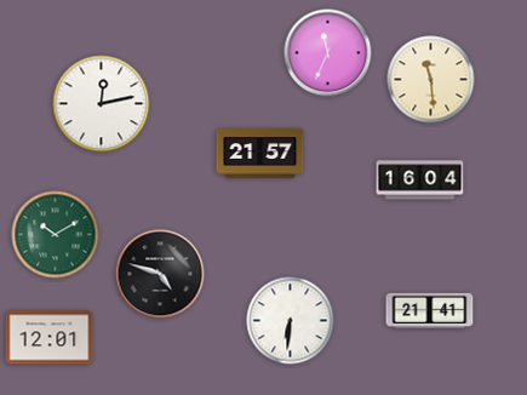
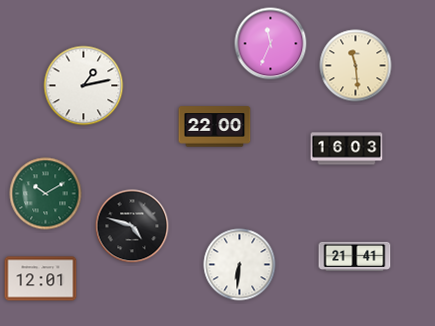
clock at (102, 104): 12:13 -> 1:13
clock at (260, 154): 21:57 -> 22:00
clock at (420, 181): 16:04 -> 16:03
